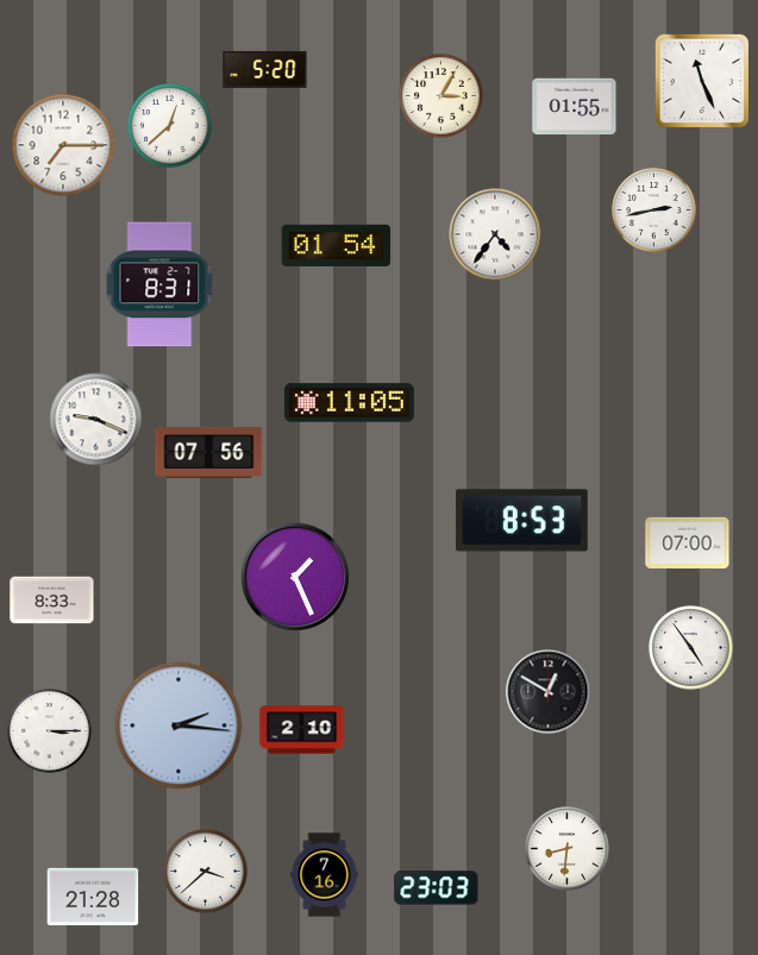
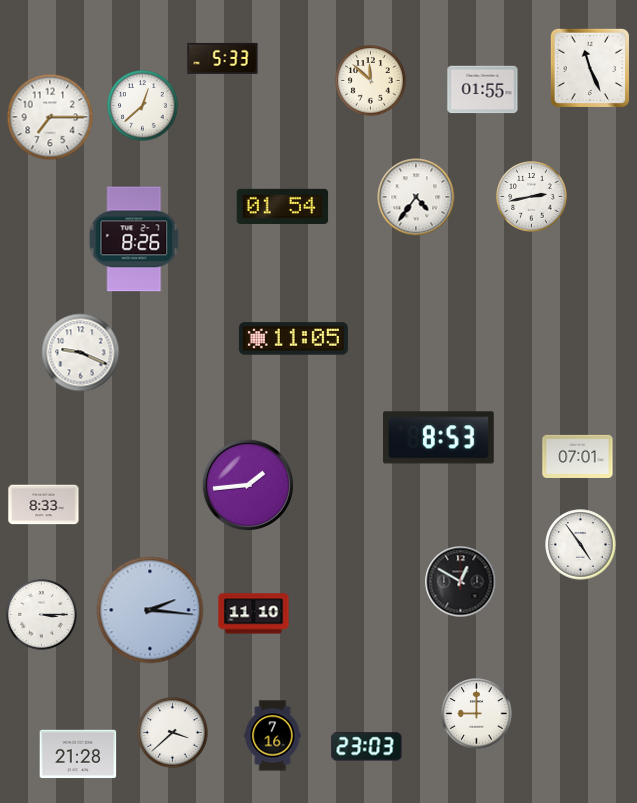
clock at (265, 69): 5:20 -> 5:33
clock at (441, 96): 3:05 -> 11:52
clock at (63, 145) position: (63, 145) -> (50, 117)
clock at (654, 211) position: (654, 211) -> (532, 197)
clock at (159, 284): 8:31 -> 8:26
clock at (209, 452): 07:56 -> none
clock at (688, 542): 07:00 -> 07:01
clock at (295, 577): 1:26 -> 1:44
clock at (302, 730): 2:10 -> 11:10
clock at (568, 849): 8:31 -> 9:00
